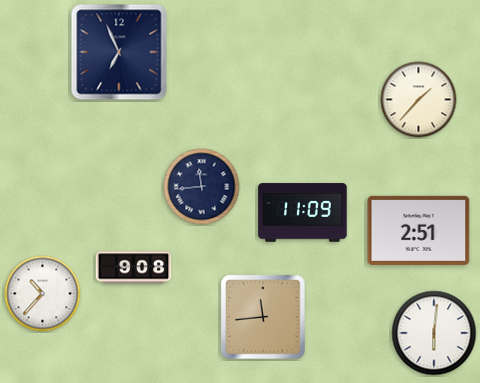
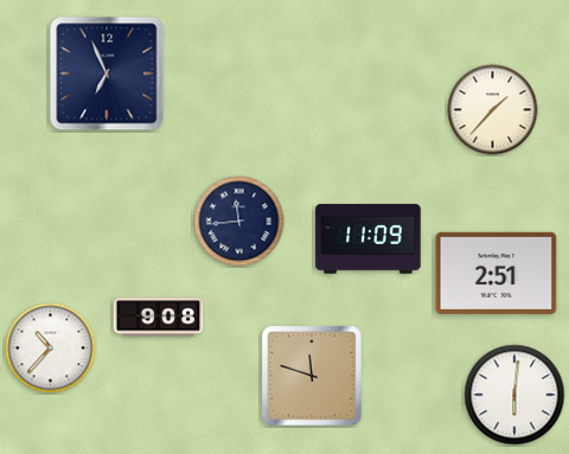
clock at (119, 52) position: (119, 52) -> (107, 73)
clock at (419, 100) position: (419, 100) -> (493, 110)
clock at (303, 213) position: (303, 213) -> (369, 239)
clock at (263, 317): 11:44 -> 11:48
